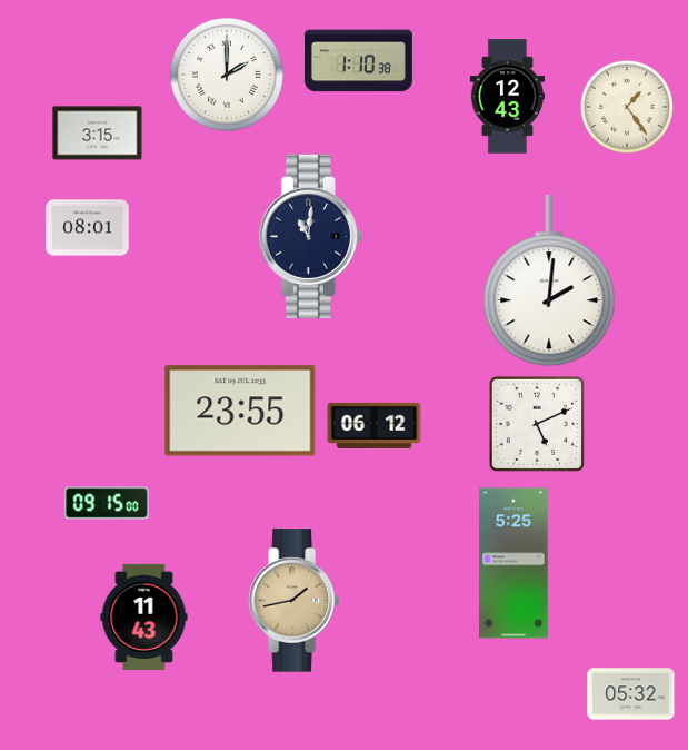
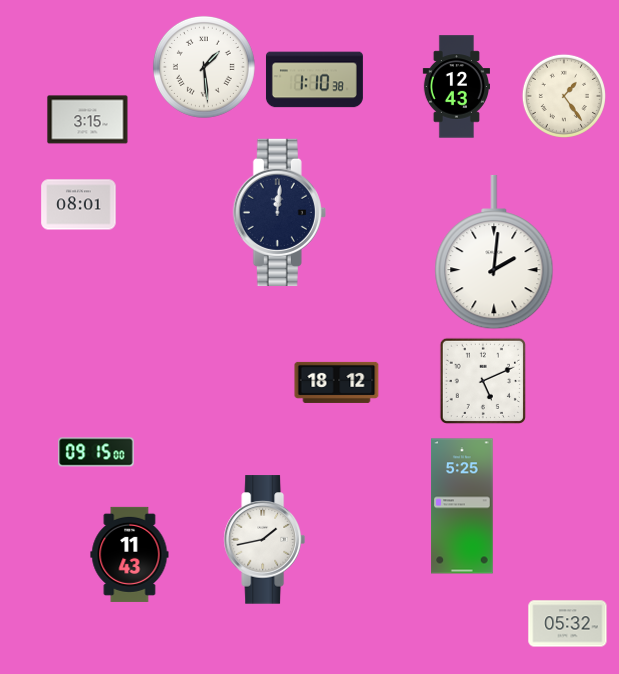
clock at (358, 61) position: (358, 61) -> (314, 80)
clock at (227, 75): 2:00 -> 1:29
clock at (310, 236): 11:01 -> 12:01
clock at (240, 411): 23:55 -> none
clock at (375, 425): 06:12 -> 18:12
clock at (293, 601) dial: champagne -> white
